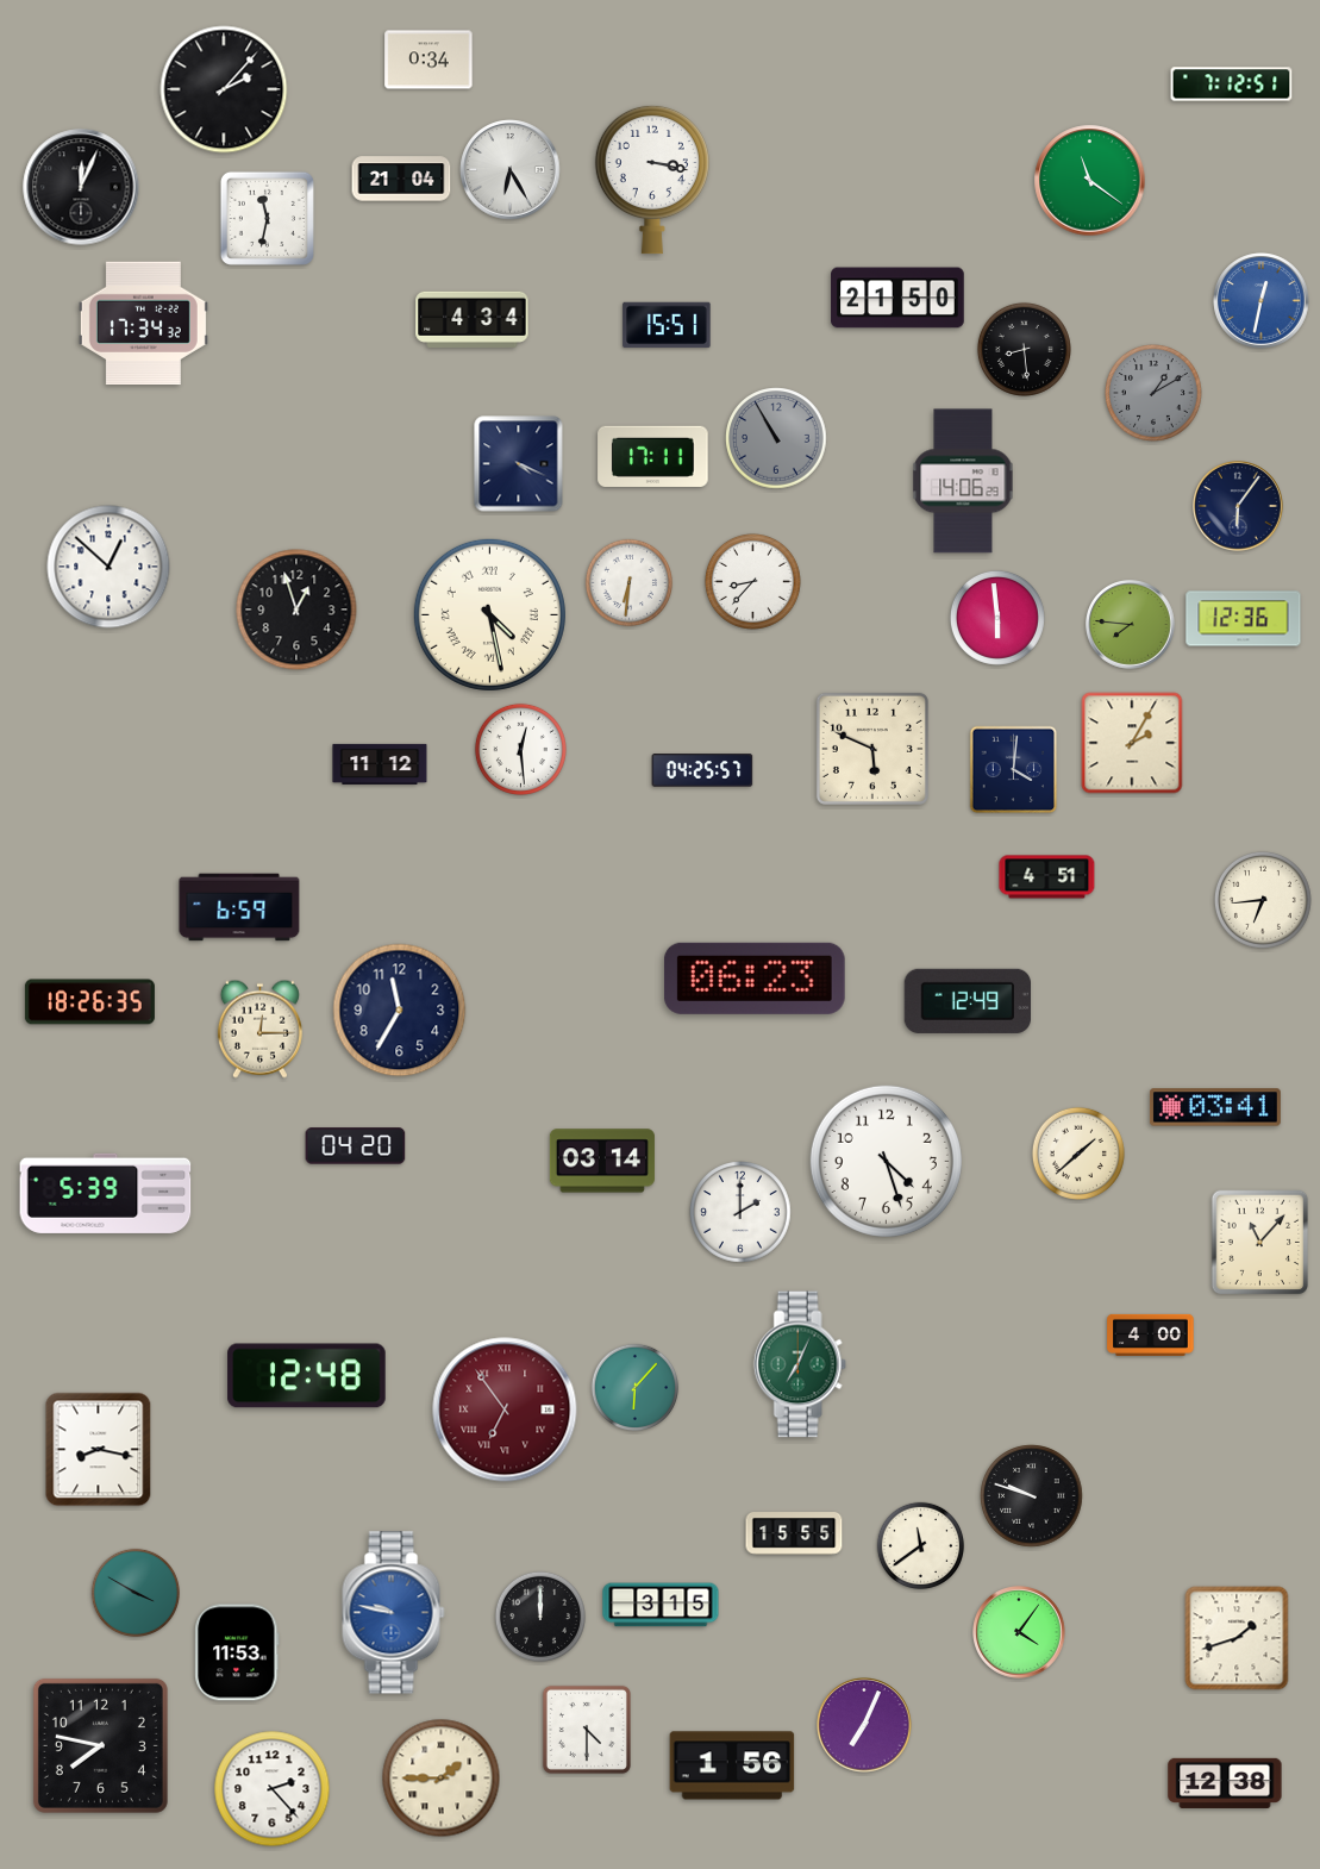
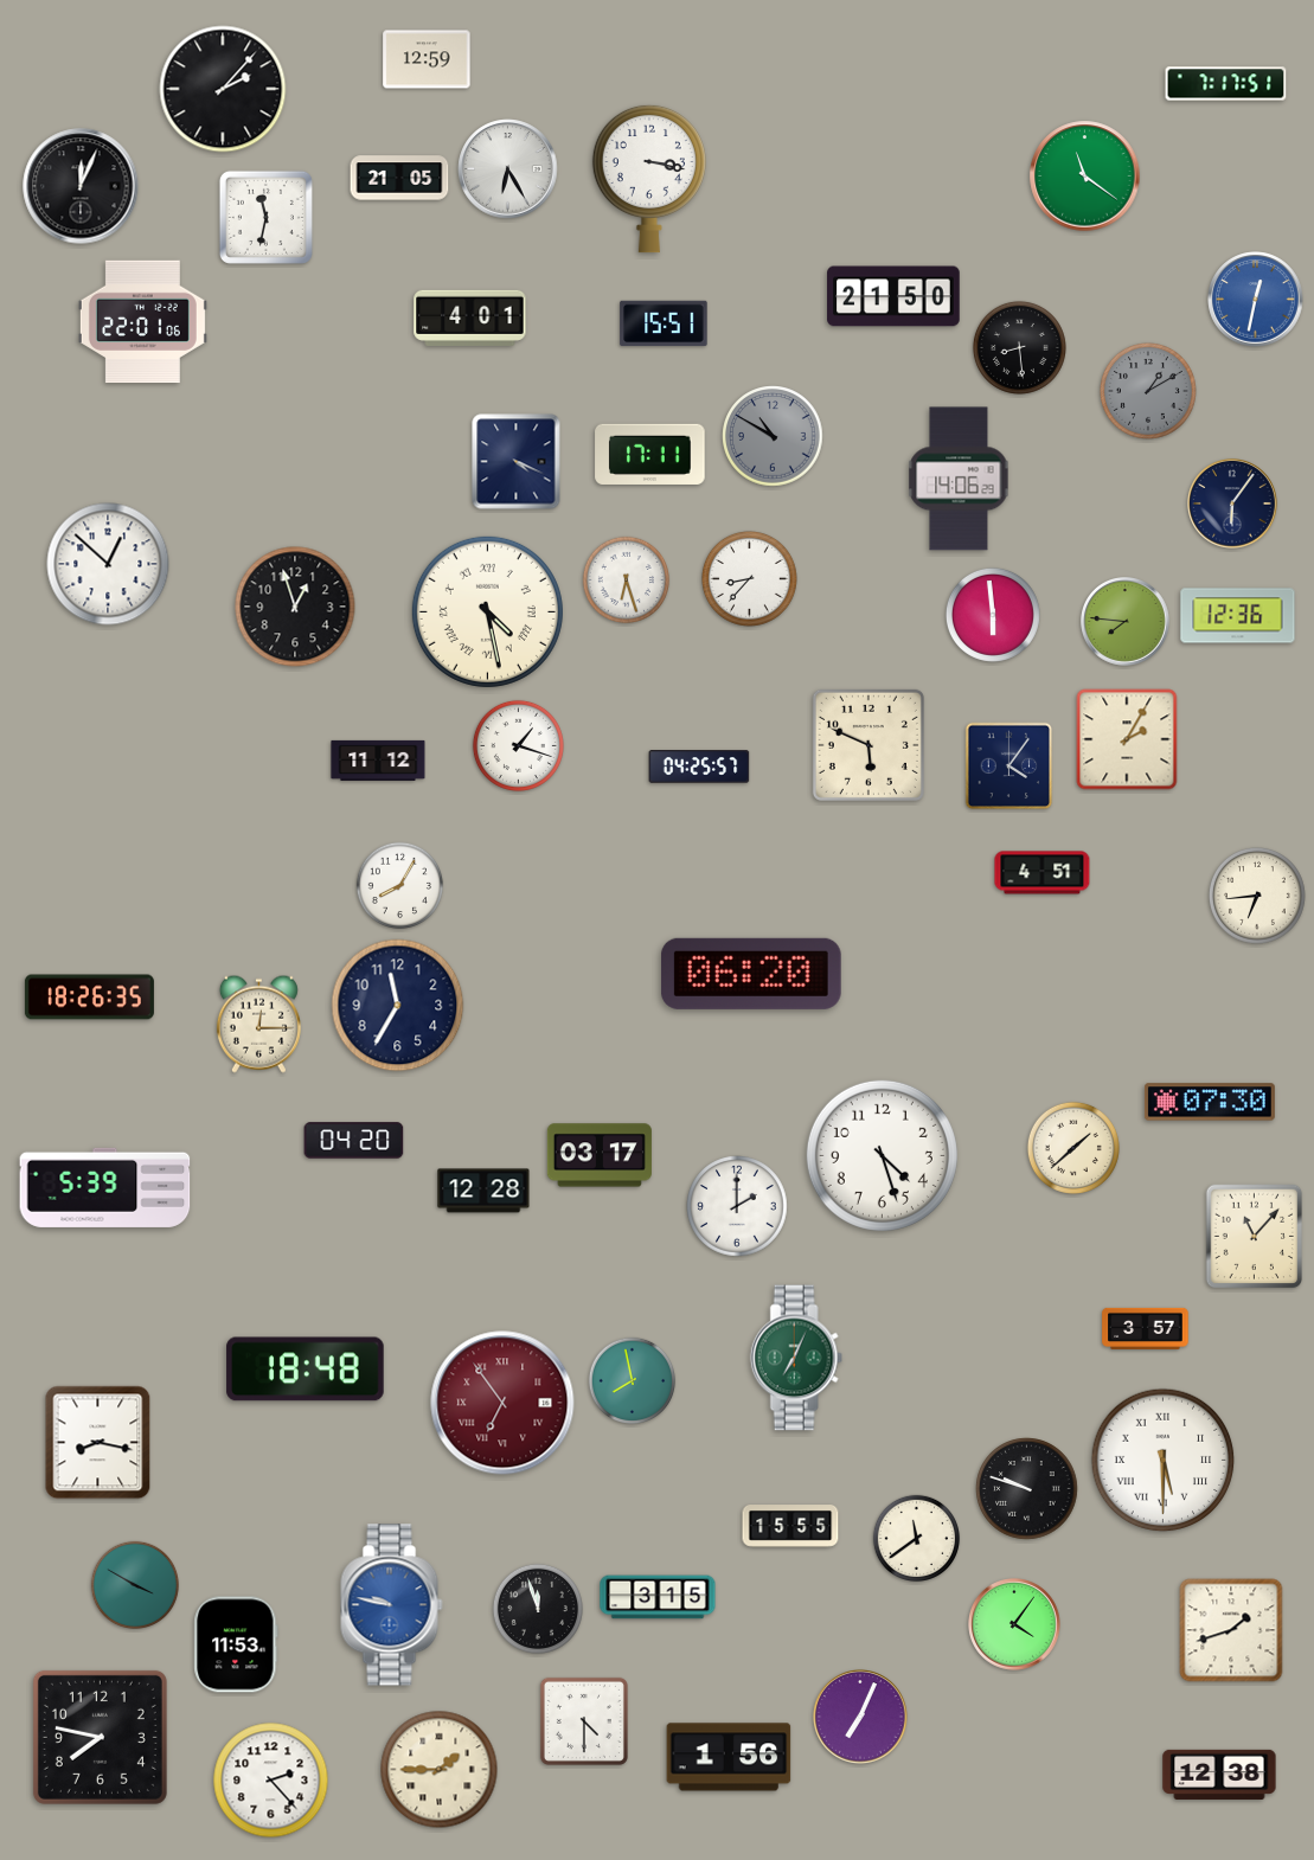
clock at (428, 60): 0:34 -> 12:59
clock at (1232, 85): 7:12 -> 7:17
clock at (401, 179): 21:04 -> 21:05
clock at (1090, 181) position: (1090, 181) -> (1085, 177)
clock at (473, 319): 4:34 -> 4:01
clock at (143, 324): 17:34 -> 22:01
clock at (776, 438): 10:55 -> 10:50
clock at (630, 583): 6:31 -> 6:27
clock at (520, 749): 12:29 -> 1:18
clock at (1014, 770): 4:01 -> 4:06
clock at (400, 886): none -> 8:05
clock at (239, 907): 6:59 -> none
clock at (755, 979): 06:23 -> 06:20
clock at (966, 1001): 12:49 -> none
clock at (1215, 1107): 03:41 -> 07:30
clock at (602, 1161): 03:14 -> 03:17
clock at (483, 1191): none -> 12:28
clock at (1151, 1334): 4:00 -> 3:57
clock at (307, 1376): 12:48 -> 18:48
clock at (636, 1388): 6:07 -> 7:58
clock at (1164, 1461): none -> 5:30
clock at (540, 1617): 12:00 -> 11:57
